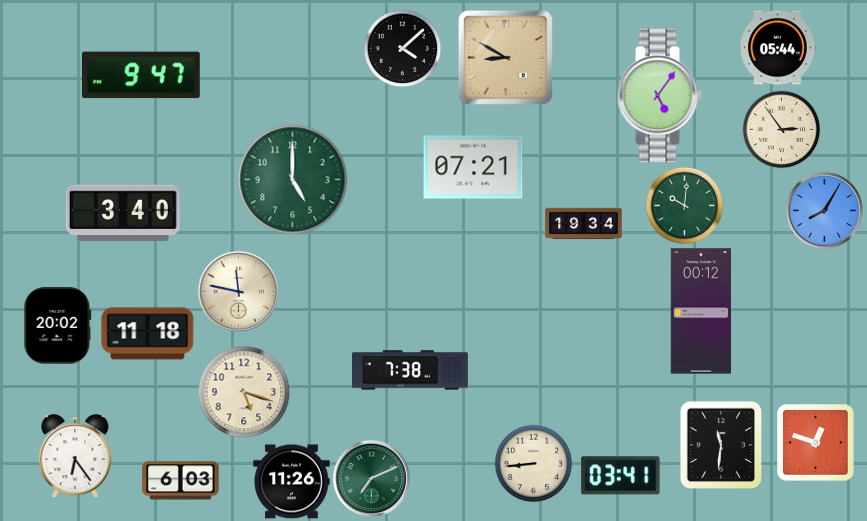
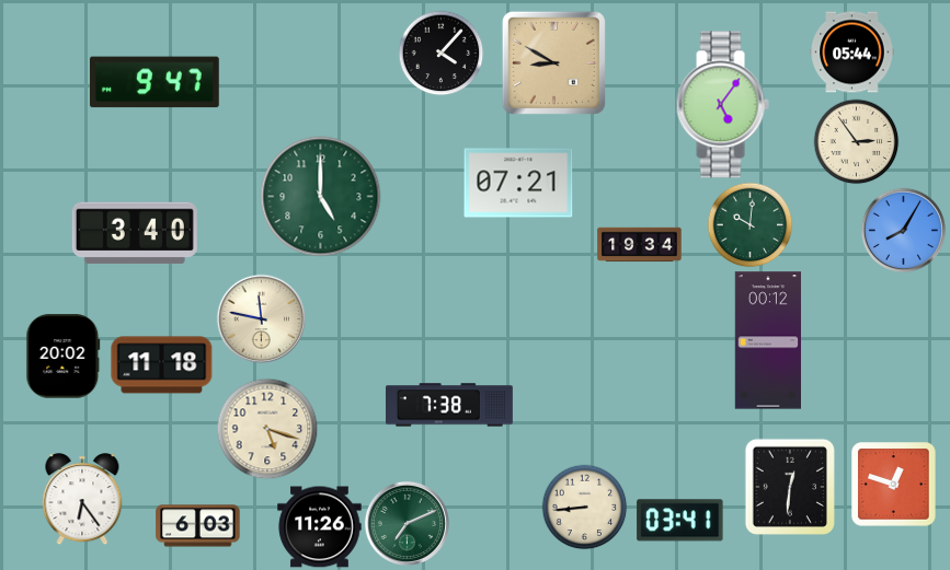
clock at (402, 48): 4:08 -> 4:07
clock at (720, 444): 11:31 -> 12:31
